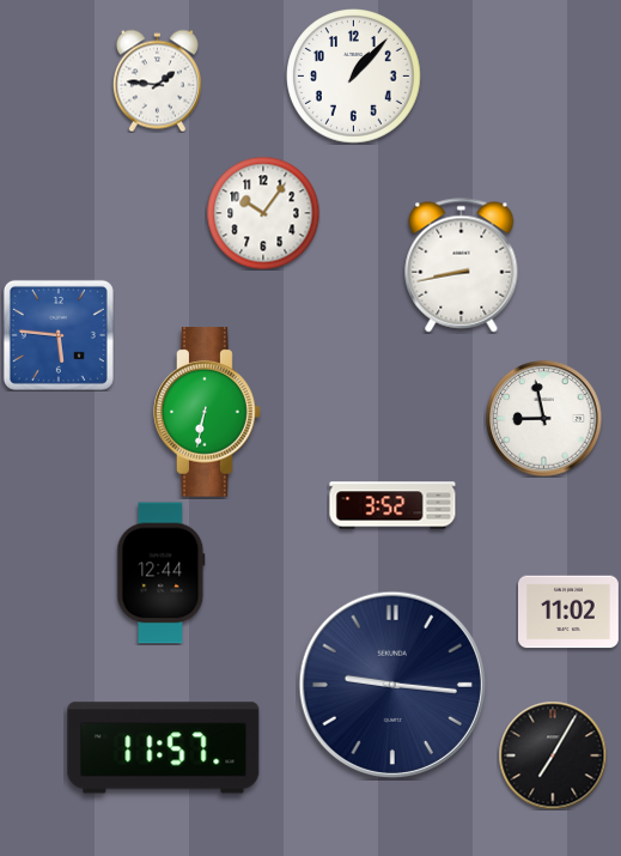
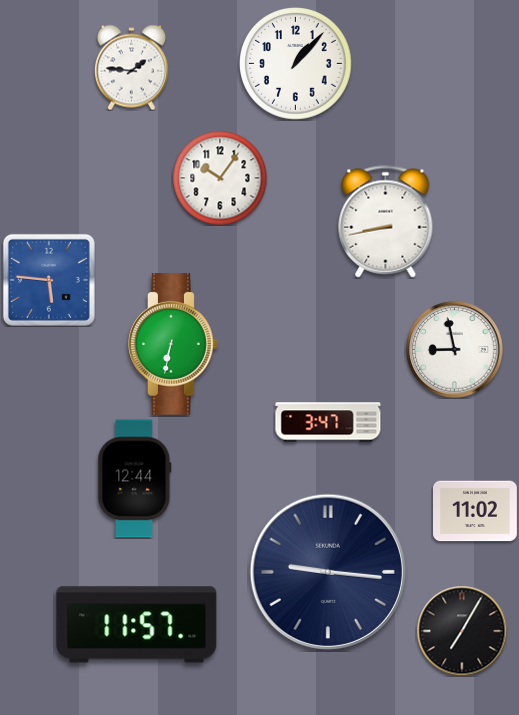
clock at (392, 505): 3:52 -> 3:47
